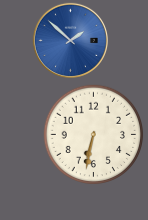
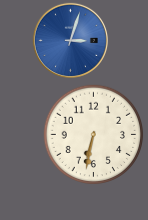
clock at (70, 40): 1:52 -> 3:03
